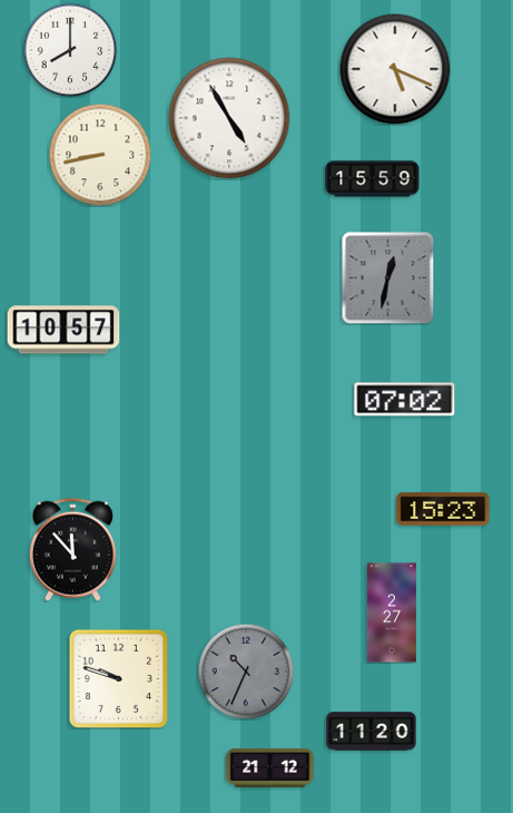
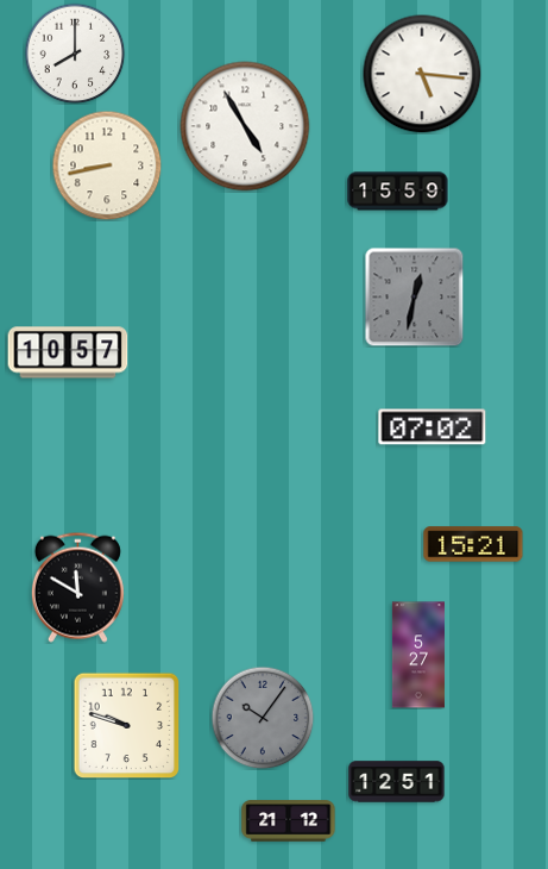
clock at (395, 69): 5:19 -> 5:16
clock at (443, 509): 15:23 -> 15:21
clock at (72, 549): 11:53 -> 11:50
clock at (392, 613): 2:27 -> 5:27
clock at (246, 672): 10:34 -> 10:06
clock at (372, 732): 11:20 -> 12:51
